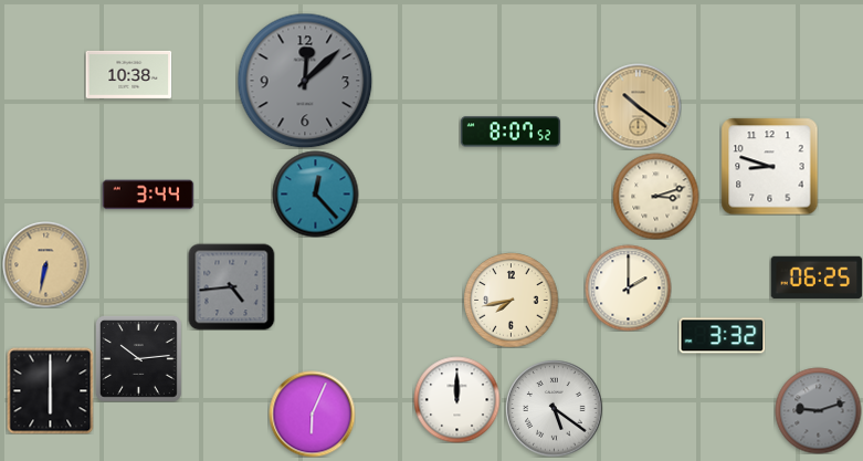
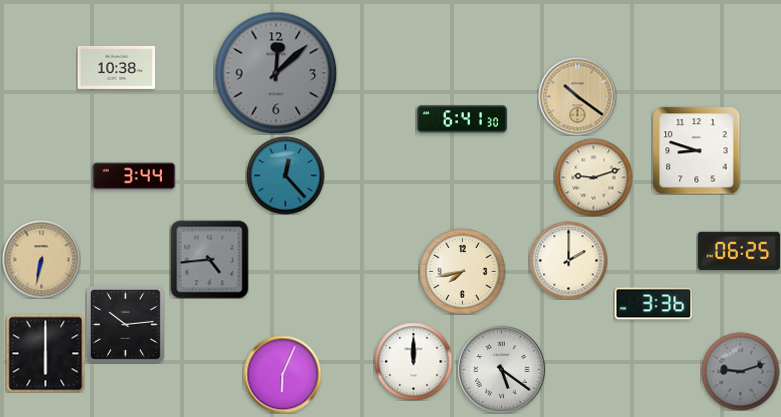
clock at (511, 132): 8:07 -> 6:41
clock at (655, 196): 3:12 -> 9:12
clock at (45, 264) position: (45, 264) -> (41, 259)
clock at (722, 336): 3:32 -> 3:36
